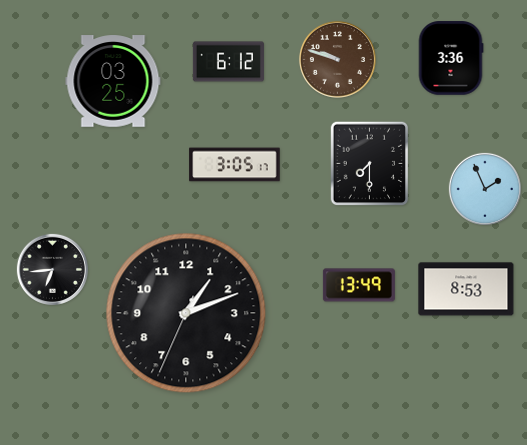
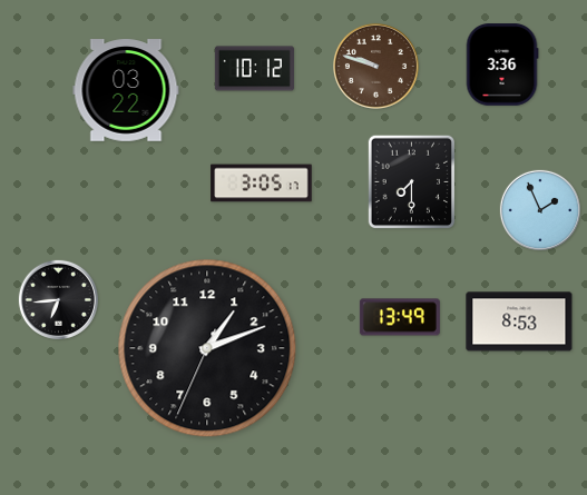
clock at (228, 62): 6:12 -> 10:12
clock at (113, 81): 03:25 -> 03:22
